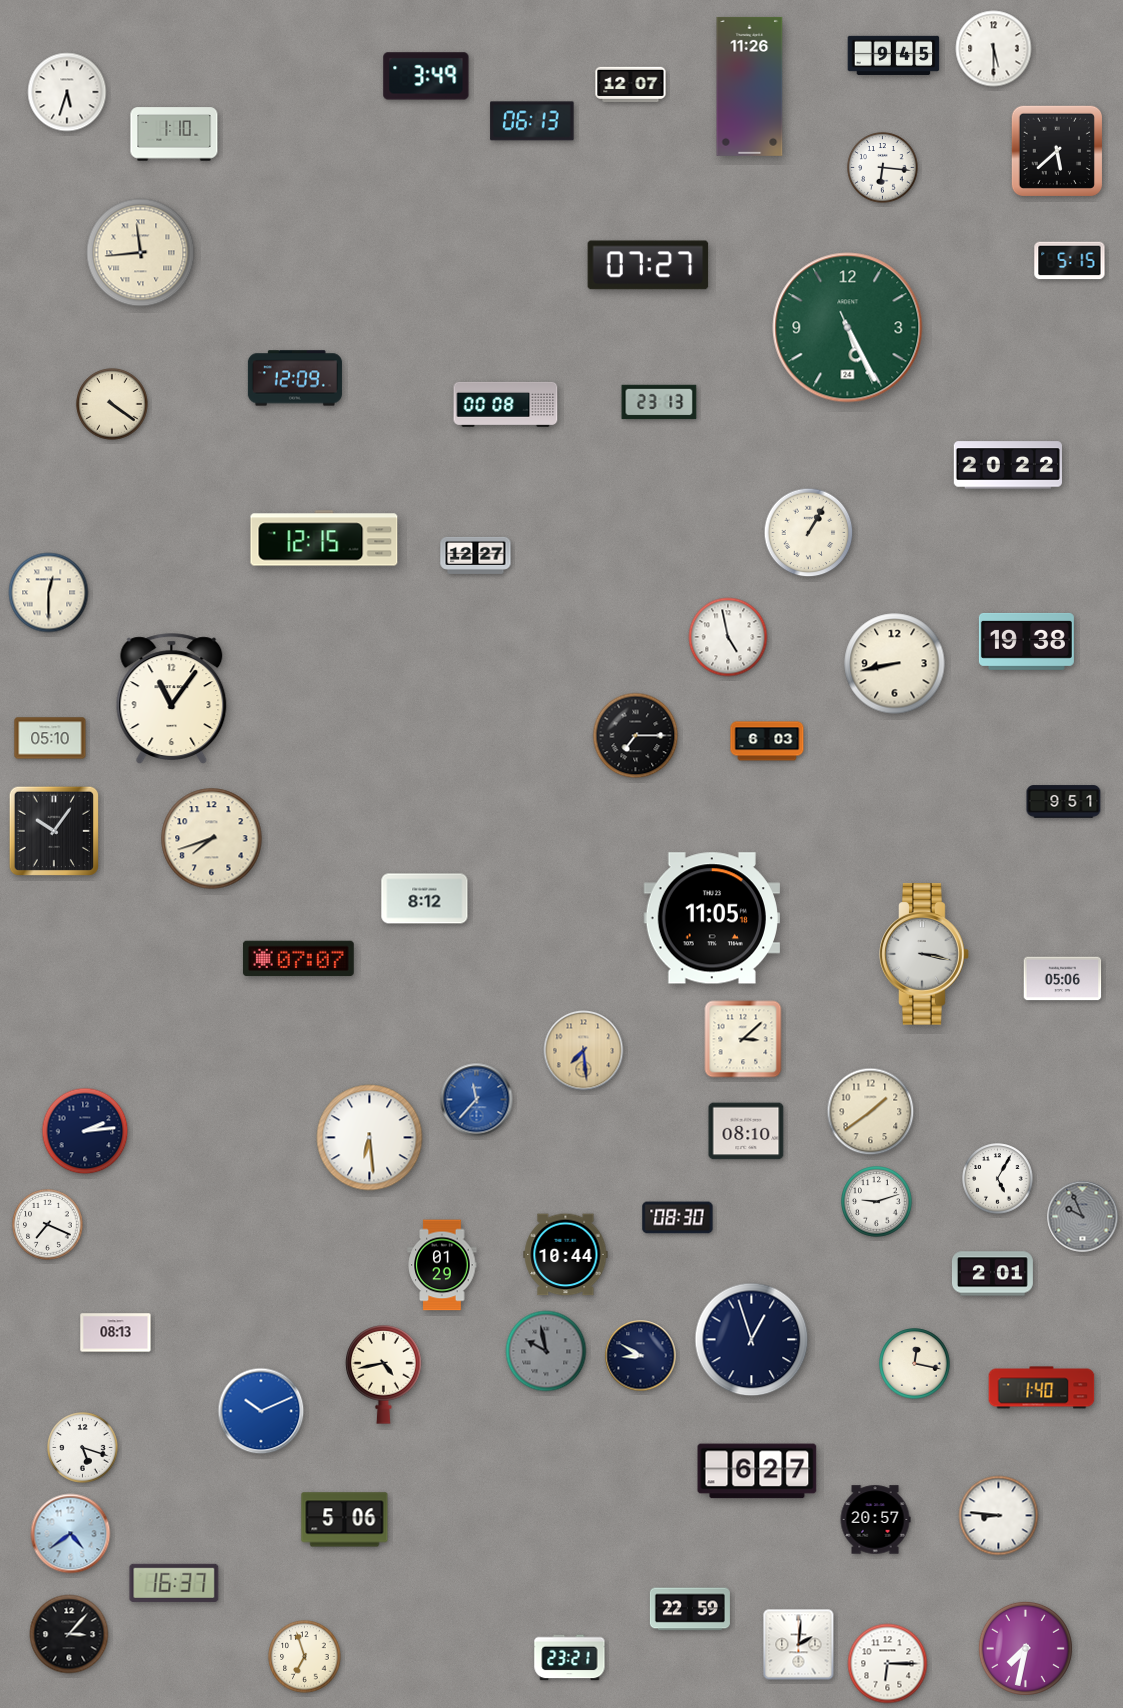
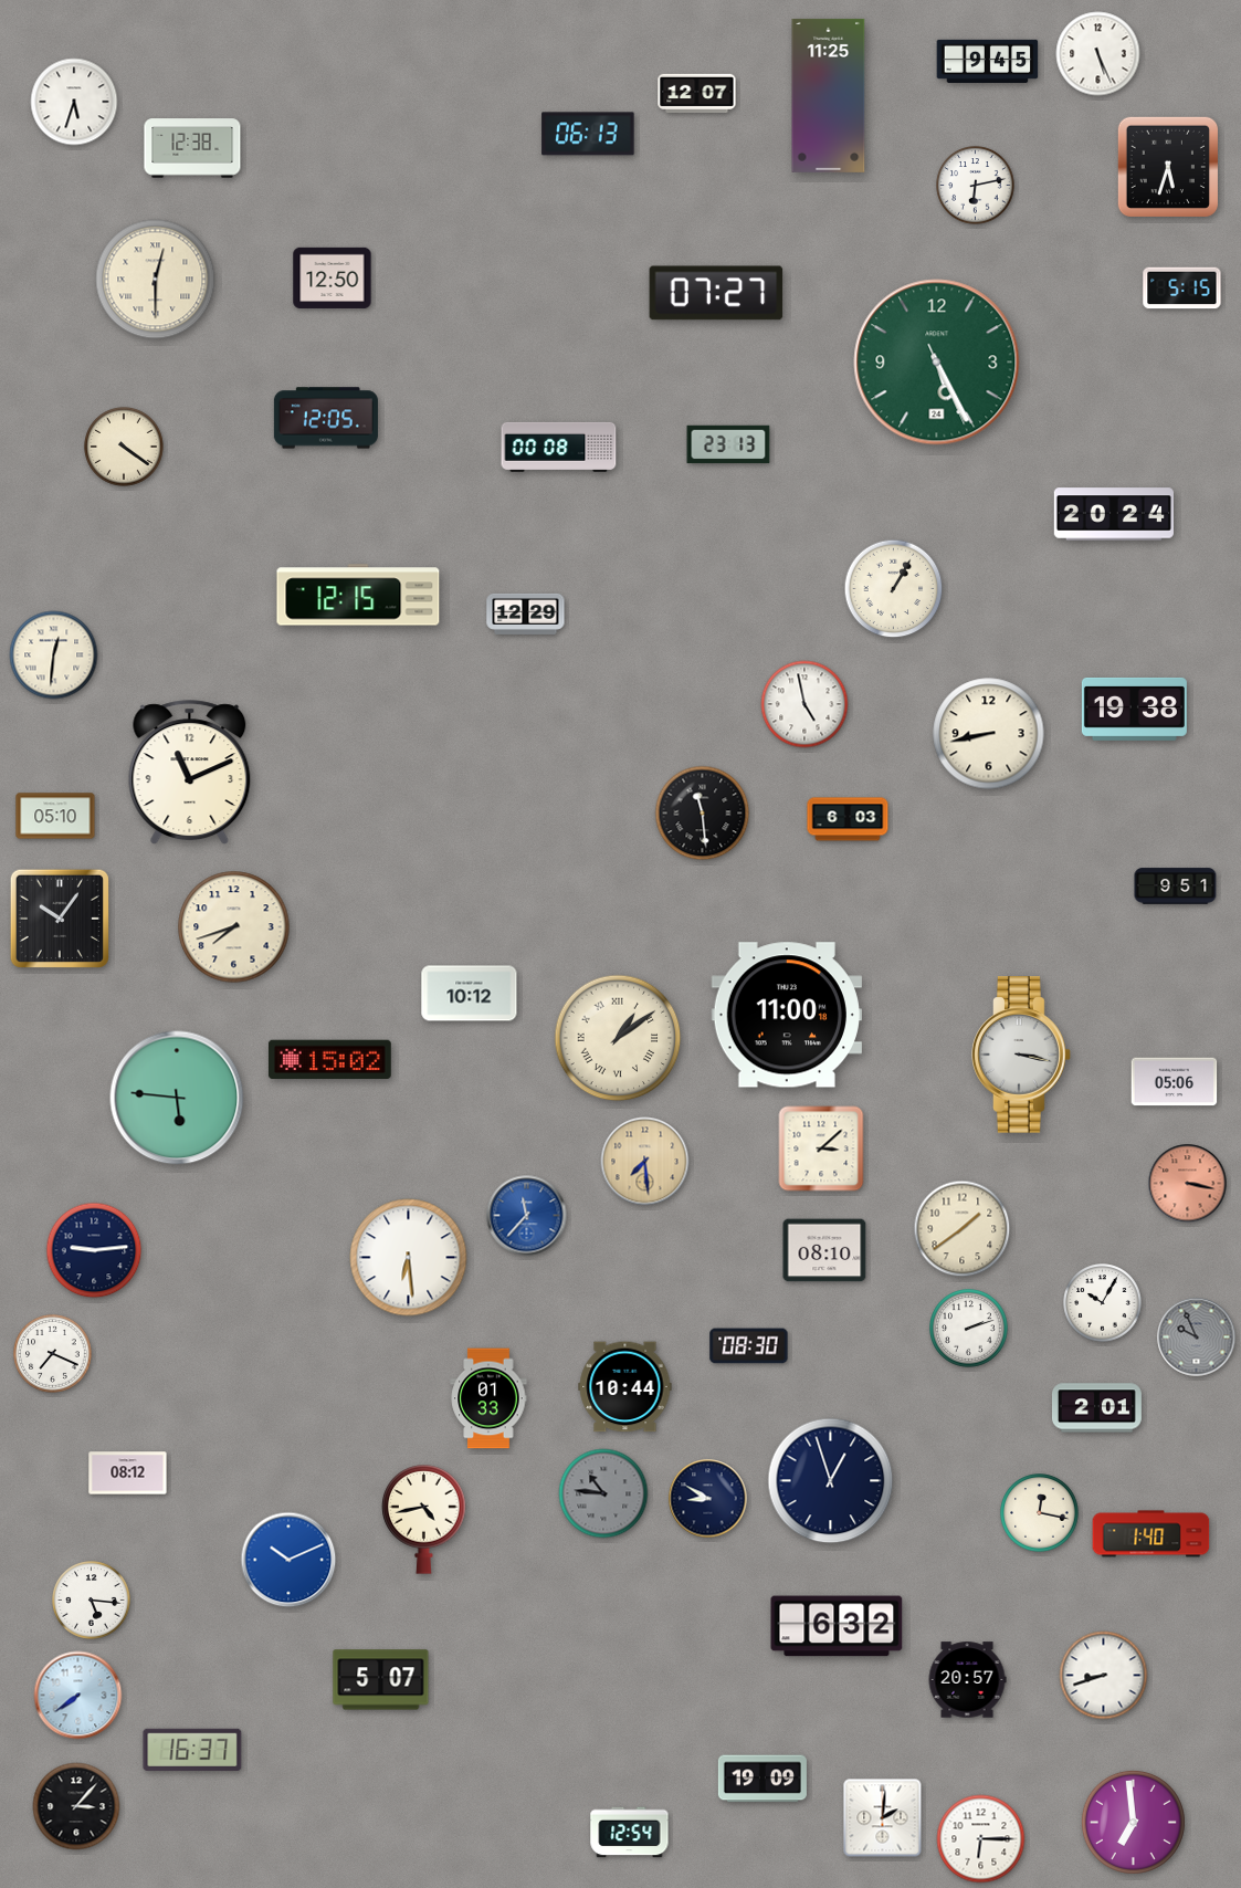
clock at (994, 49): 5:30 -> 5:26
clock at (426, 76): 3:49 -> none
clock at (750, 86): 11:26 -> 11:25
clock at (174, 134): 1:10 -> 12:38
clock at (1056, 150): 5:38 -> 5:33
clock at (883, 168): 6:16 -> 6:13
clock at (333, 277): none -> 12:50
clock at (141, 253): 11:44 -> 12:30
clock at (295, 378): 12:09 -> 12:05
clock at (1008, 465): 20:22 -> 20:24
clock at (476, 555): 12:27 -> 12:29
clock at (49, 593): 12:30 -> 12:31
clock at (172, 698): 11:06 -> 11:11
clock at (636, 736): 7:15 -> 11:29
clock at (425, 899): 8:12 -> 10:12
clock at (712, 918): 11:05 -> 11:00
clock at (618, 1038): none -> 1:09
clock at (298, 959): 07:07 -> 15:02
clock at (177, 1098): none -> 5:46
clock at (1188, 1184): none -> 3:17
clock at (85, 1131): 2:14 -> 9:14
clock at (998, 1179): 5:05 -> 10:05
clock at (877, 1202): 9:12 -> 2:12
clock at (1083, 1217) position: (1083, 1217) -> (1197, 1338)
clock at (442, 1265): 01:29 -> 01:33
clock at (116, 1333): 08:13 -> 08:12
clock at (546, 1351): 9:58 -> 10:46
clock at (915, 1364) position: (915, 1364) -> (1040, 1513)
clock at (83, 1448): 5:18 -> 5:16
clock at (757, 1471): 6:27 -> 6:32
clock at (999, 1516): 8:46 -> 8:42
clock at (345, 1520): 5:06 -> 5:07
clock at (71, 1534): 4:39 -> 7:39
clock at (690, 1609): 22:59 -> 19:09
clock at (1025, 1648): 7:32 -> 6:59
clock at (305, 1657): 6:57 -> none
clock at (570, 1658): 23:21 -> 12:54
